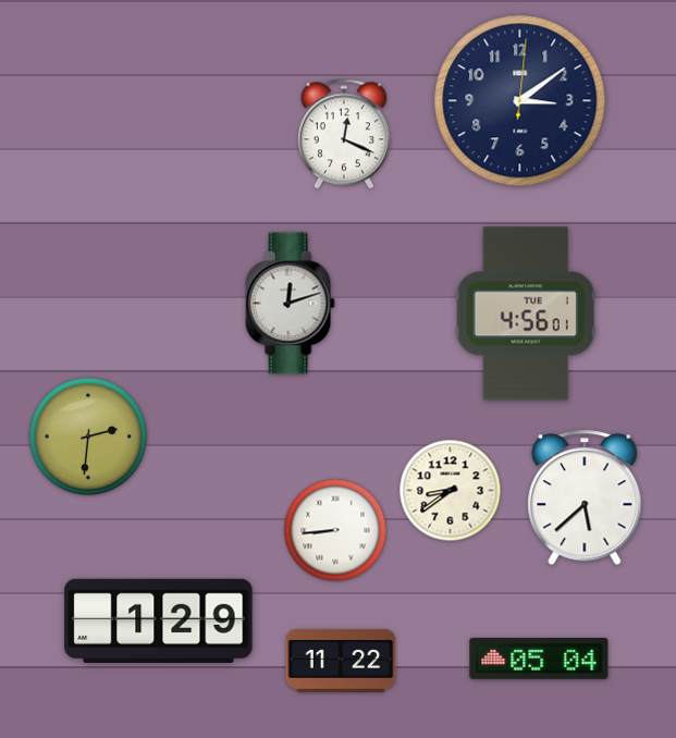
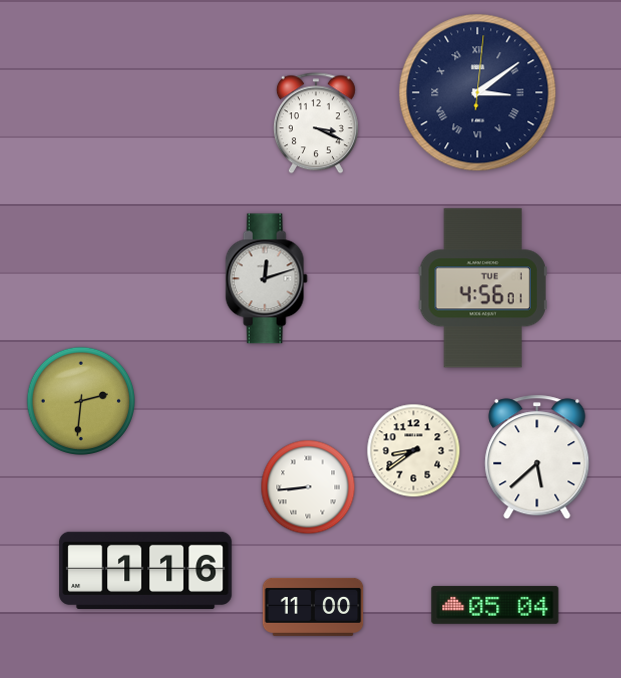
clock at (520, 101) numerals: Arabic -> Roman
clock at (344, 134): 12:19 -> 3:19
clock at (159, 620): 1:29 -> 1:16
clock at (341, 661): 11:22 -> 11:00
